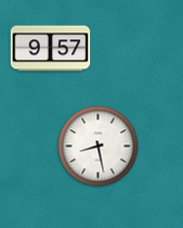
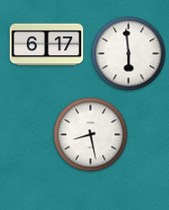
clock at (51, 49): 9:57 -> 6:17
clock at (129, 54): none -> 5:59
